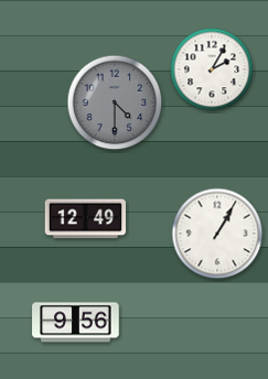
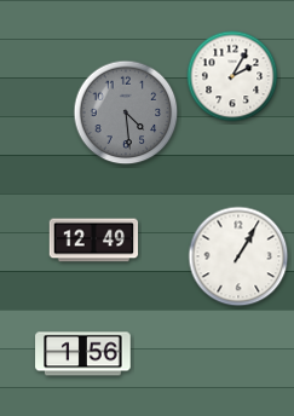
clock at (115, 102): 4:30 -> 4:29
clock at (76, 323): 9:56 -> 1:56
